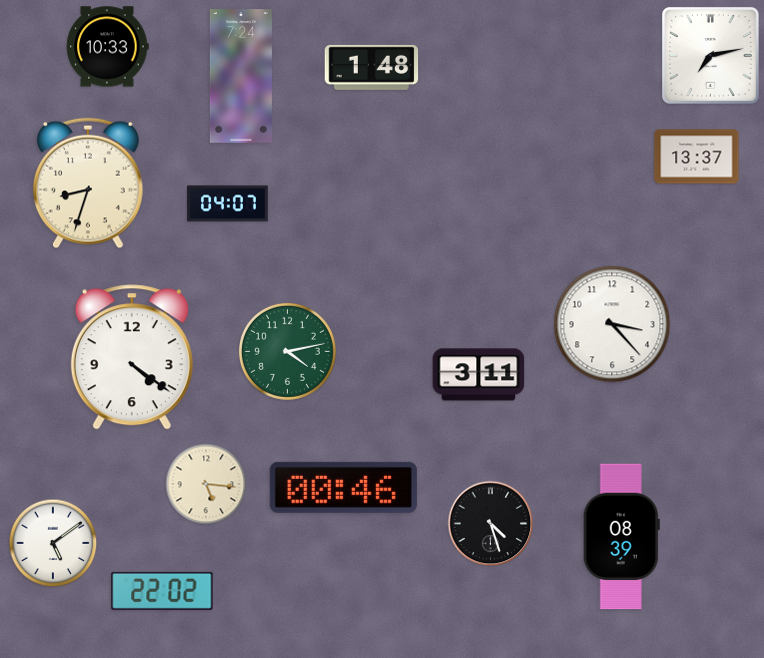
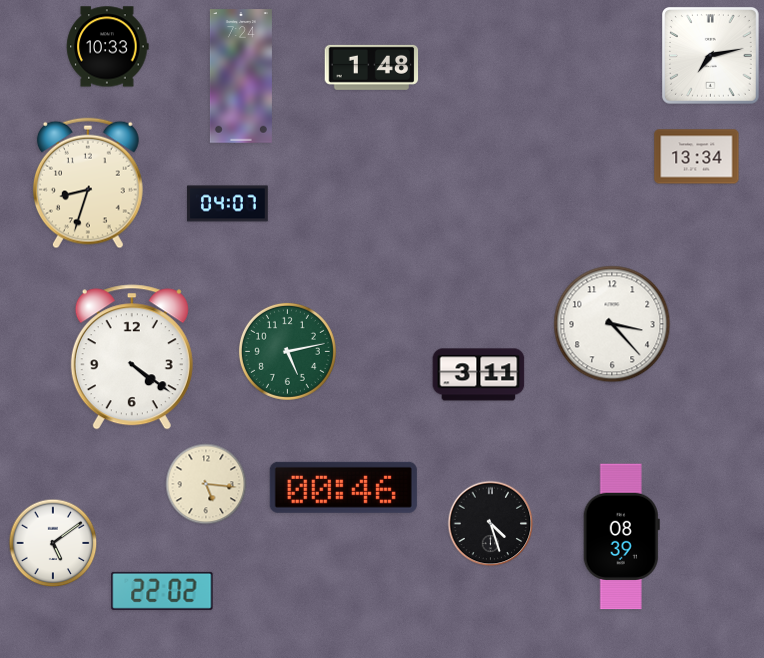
clock at (697, 157): 13:37 -> 13:34
clock at (287, 351): 4:13 -> 5:13
